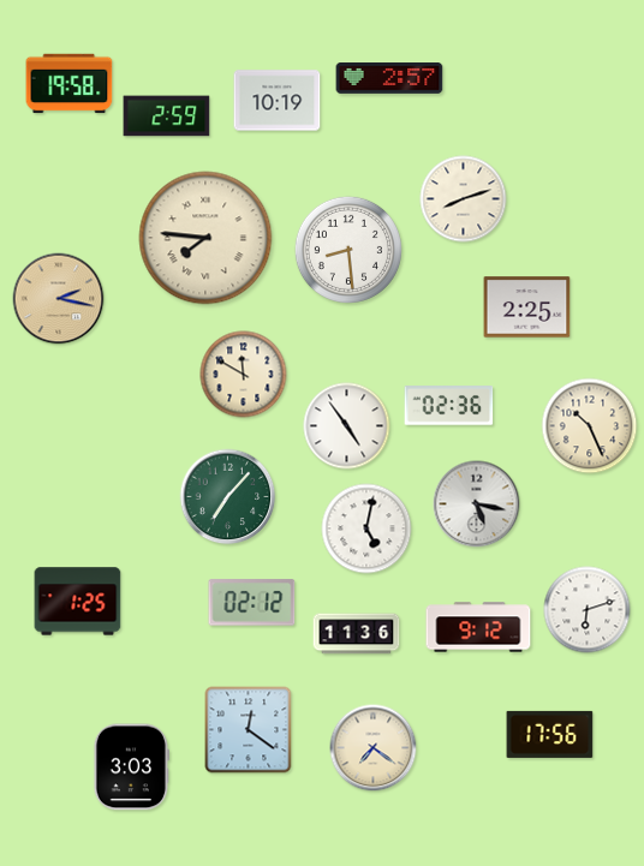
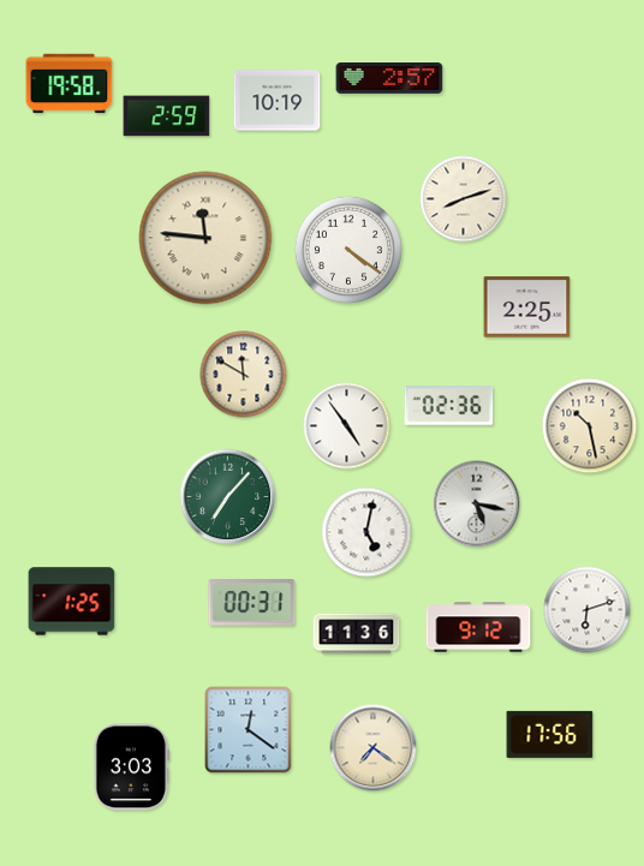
clock at (205, 238): 7:46 -> 11:46
clock at (348, 250): 8:29 -> 4:21
clock at (59, 299): 2:17 -> none
clock at (590, 426): 10:26 -> 10:28
clock at (366, 528) position: (366, 528) -> (366, 532)
clock at (78, 602) position: (78, 602) -> (72, 602)
clock at (252, 603): 02:12 -> 00:31
